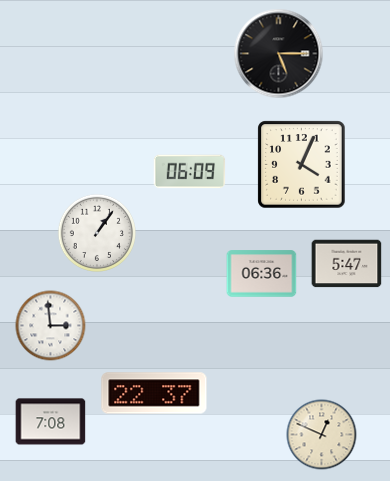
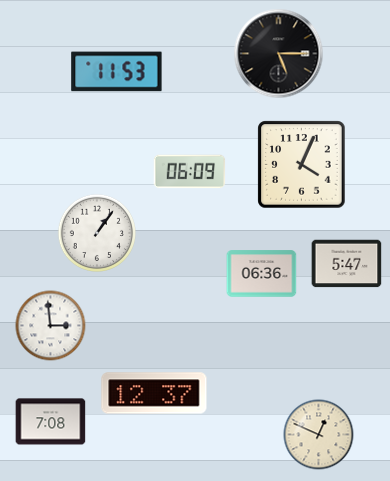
clock at (117, 72): none -> 11:53
clock at (154, 393): 22:37 -> 12:37
clock at (322, 435) position: (322, 435) -> (319, 435)
